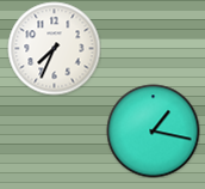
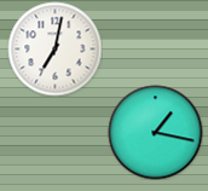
clock at (54, 48): 7:34 -> 7:02
